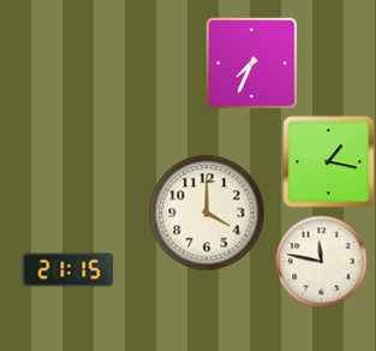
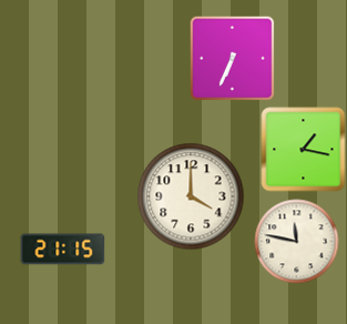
clock at (251, 63): 7:34 -> 6:34
